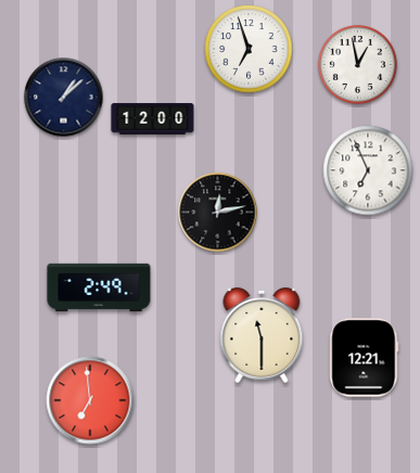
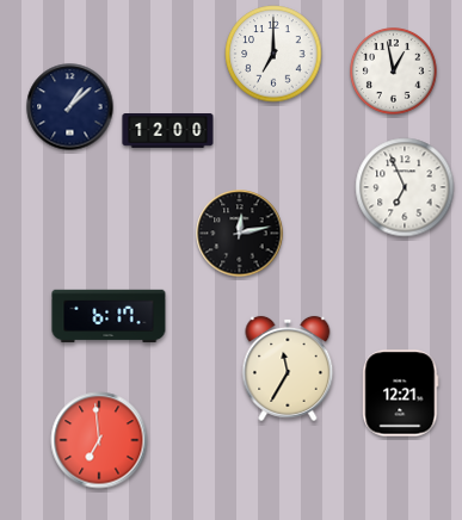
clock at (249, 49): 6:57 -> 7:00
clock at (99, 287): 2:49 -> 6:17
clock at (262, 335): 11:30 -> 11:35
